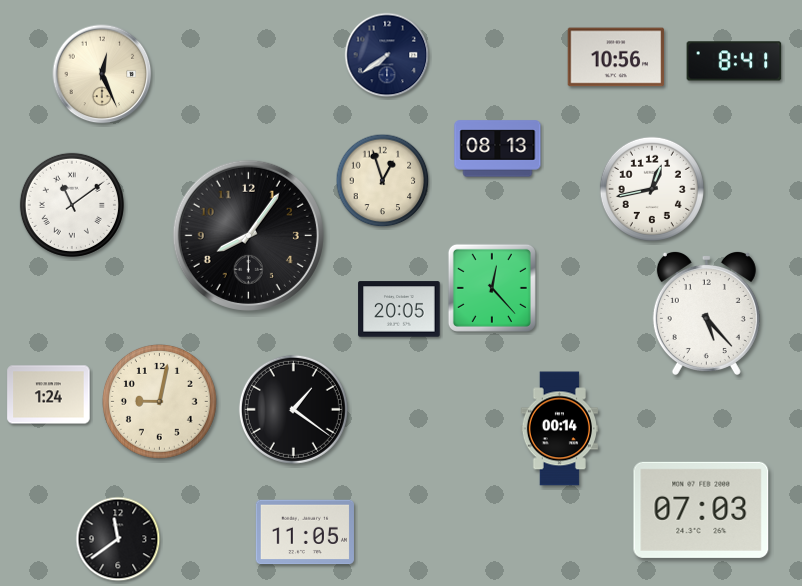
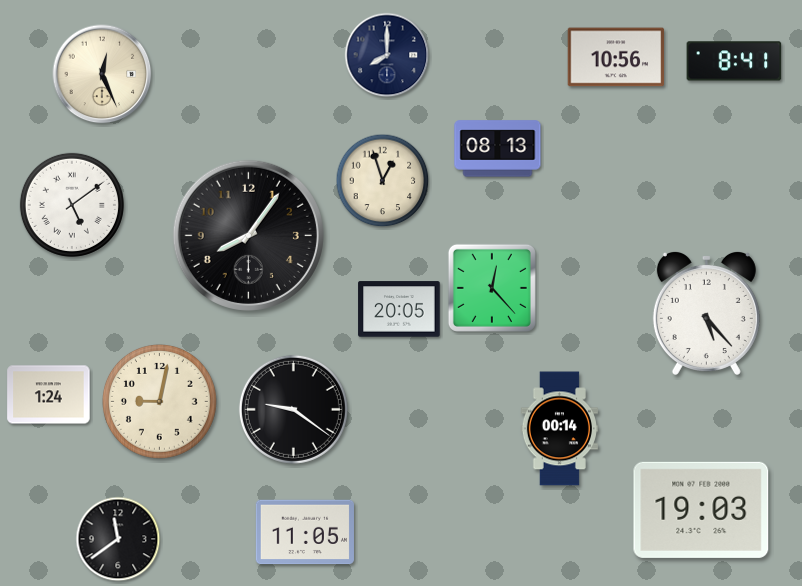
clock at (387, 55): 7:39 -> 8:00
clock at (652, 189): 12:43 -> none
clock at (72, 205): 11:09 -> 5:09
clock at (293, 409): 1:21 -> 9:21
clock at (701, 510): 07:03 -> 19:03
